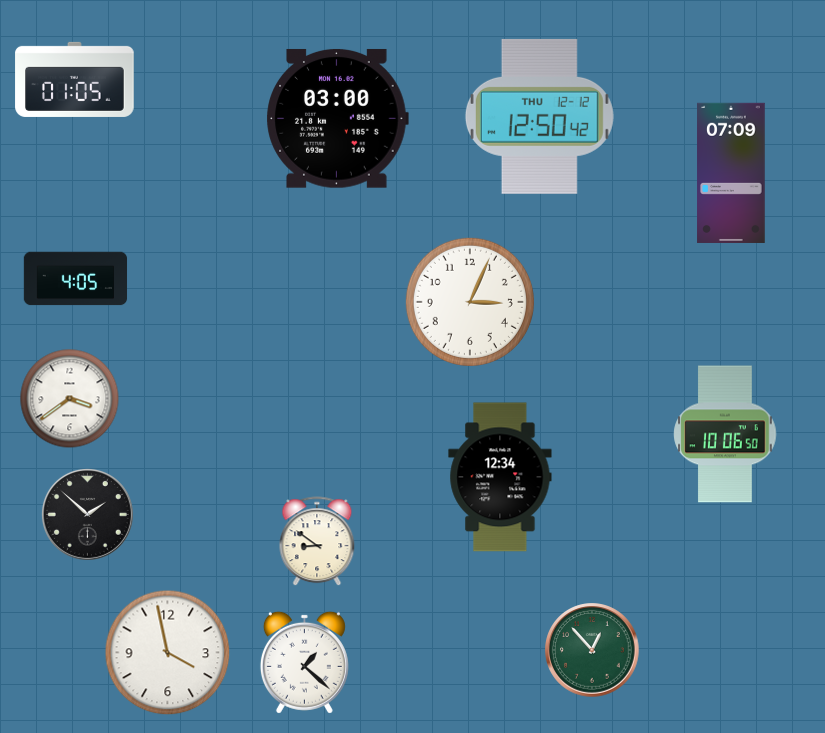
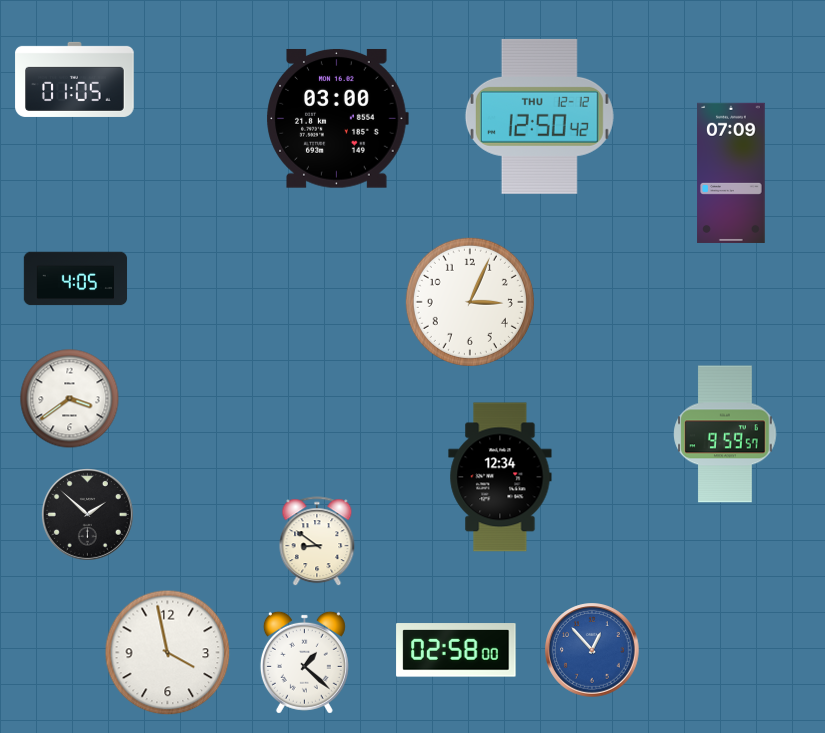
clock at (725, 434): 10:06 -> 9:59
clock at (456, 650): none -> 02:58
clock at (592, 650) dial: green -> blue
